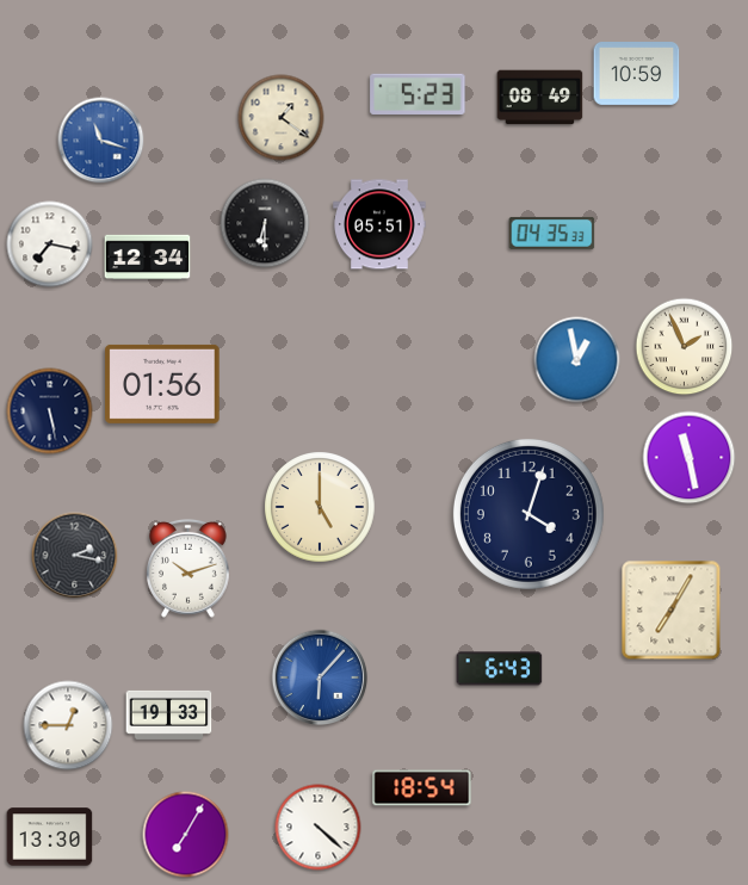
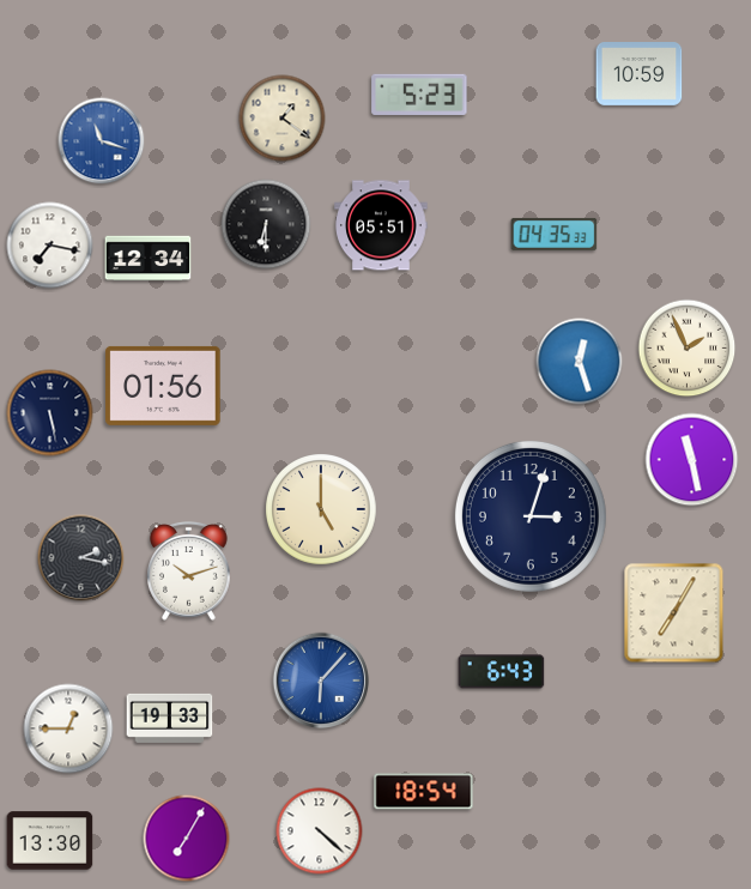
clock at (540, 98): 08:49 -> none
clock at (577, 360): 12:58 -> 12:27
clock at (528, 514): 4:03 -> 3:03
clock at (75, 556) position: (75, 556) -> (81, 558)
